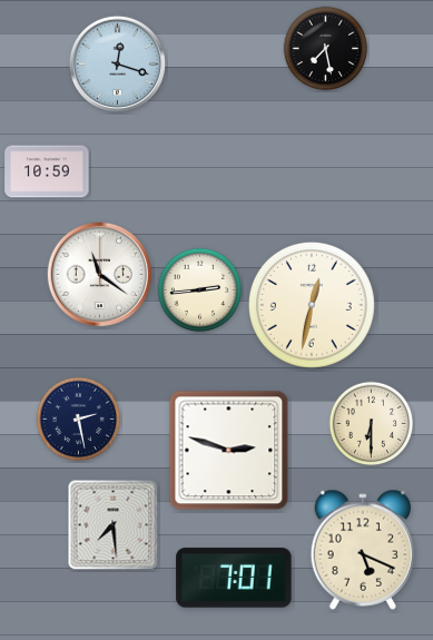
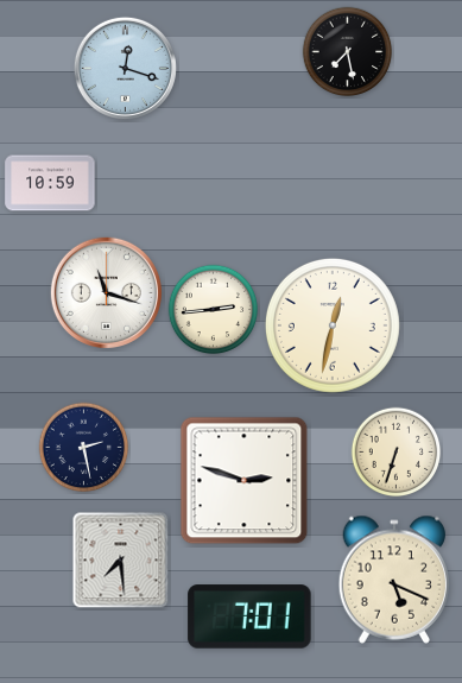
clock at (99, 274): 11:21 -> 11:18
clock at (372, 424): 6:30 -> 6:33
clock at (363, 550) position: (363, 550) -> (394, 580)
